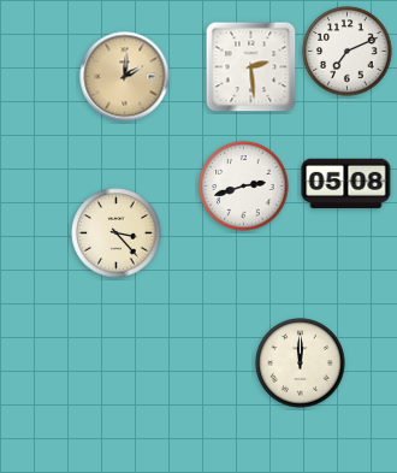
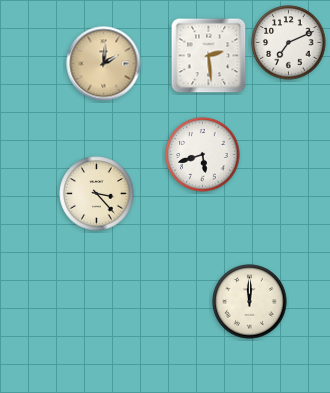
clock at (346, 184): 05:08 -> none
clock at (244, 187): 2:42 -> 5:42
